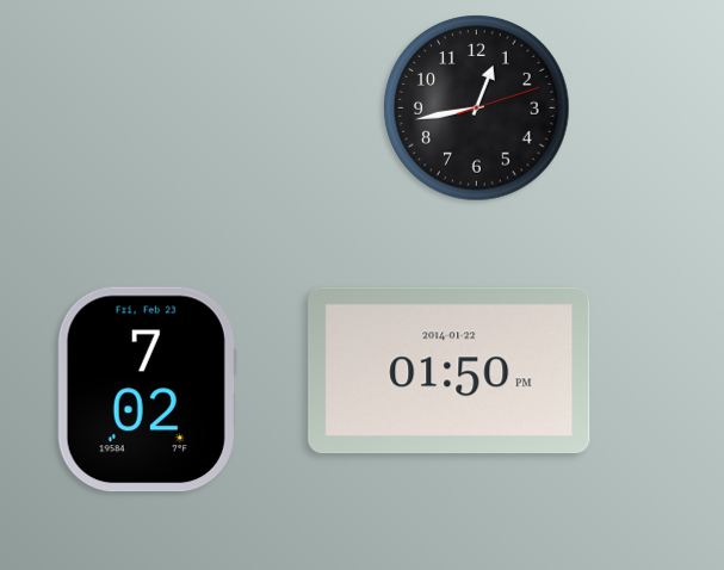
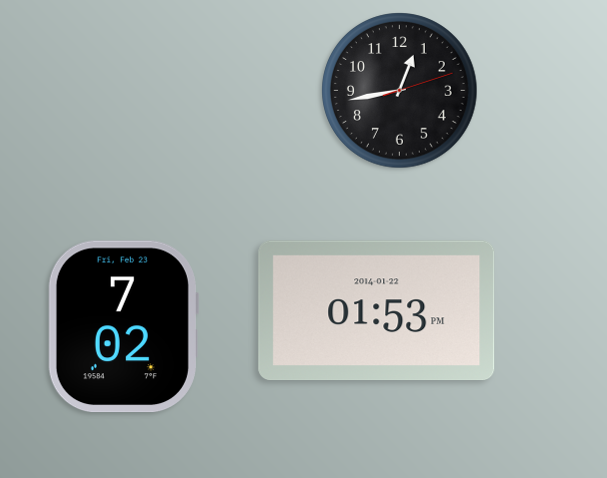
clock at (450, 370): 01:50 -> 01:53
